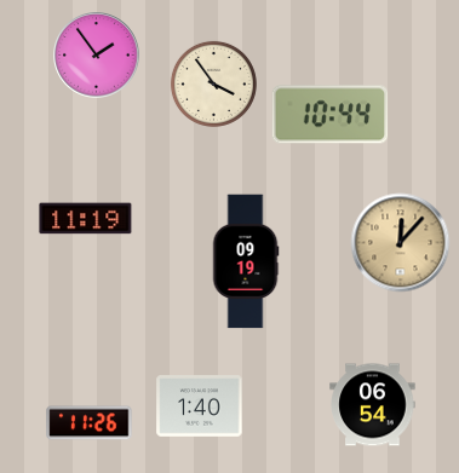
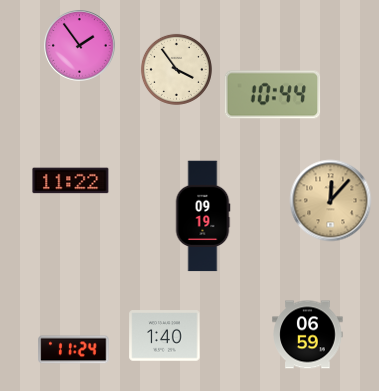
clock at (86, 219): 11:19 -> 11:22
clock at (373, 405): 06:54 -> 06:59
clock at (90, 423): 11:26 -> 11:24
